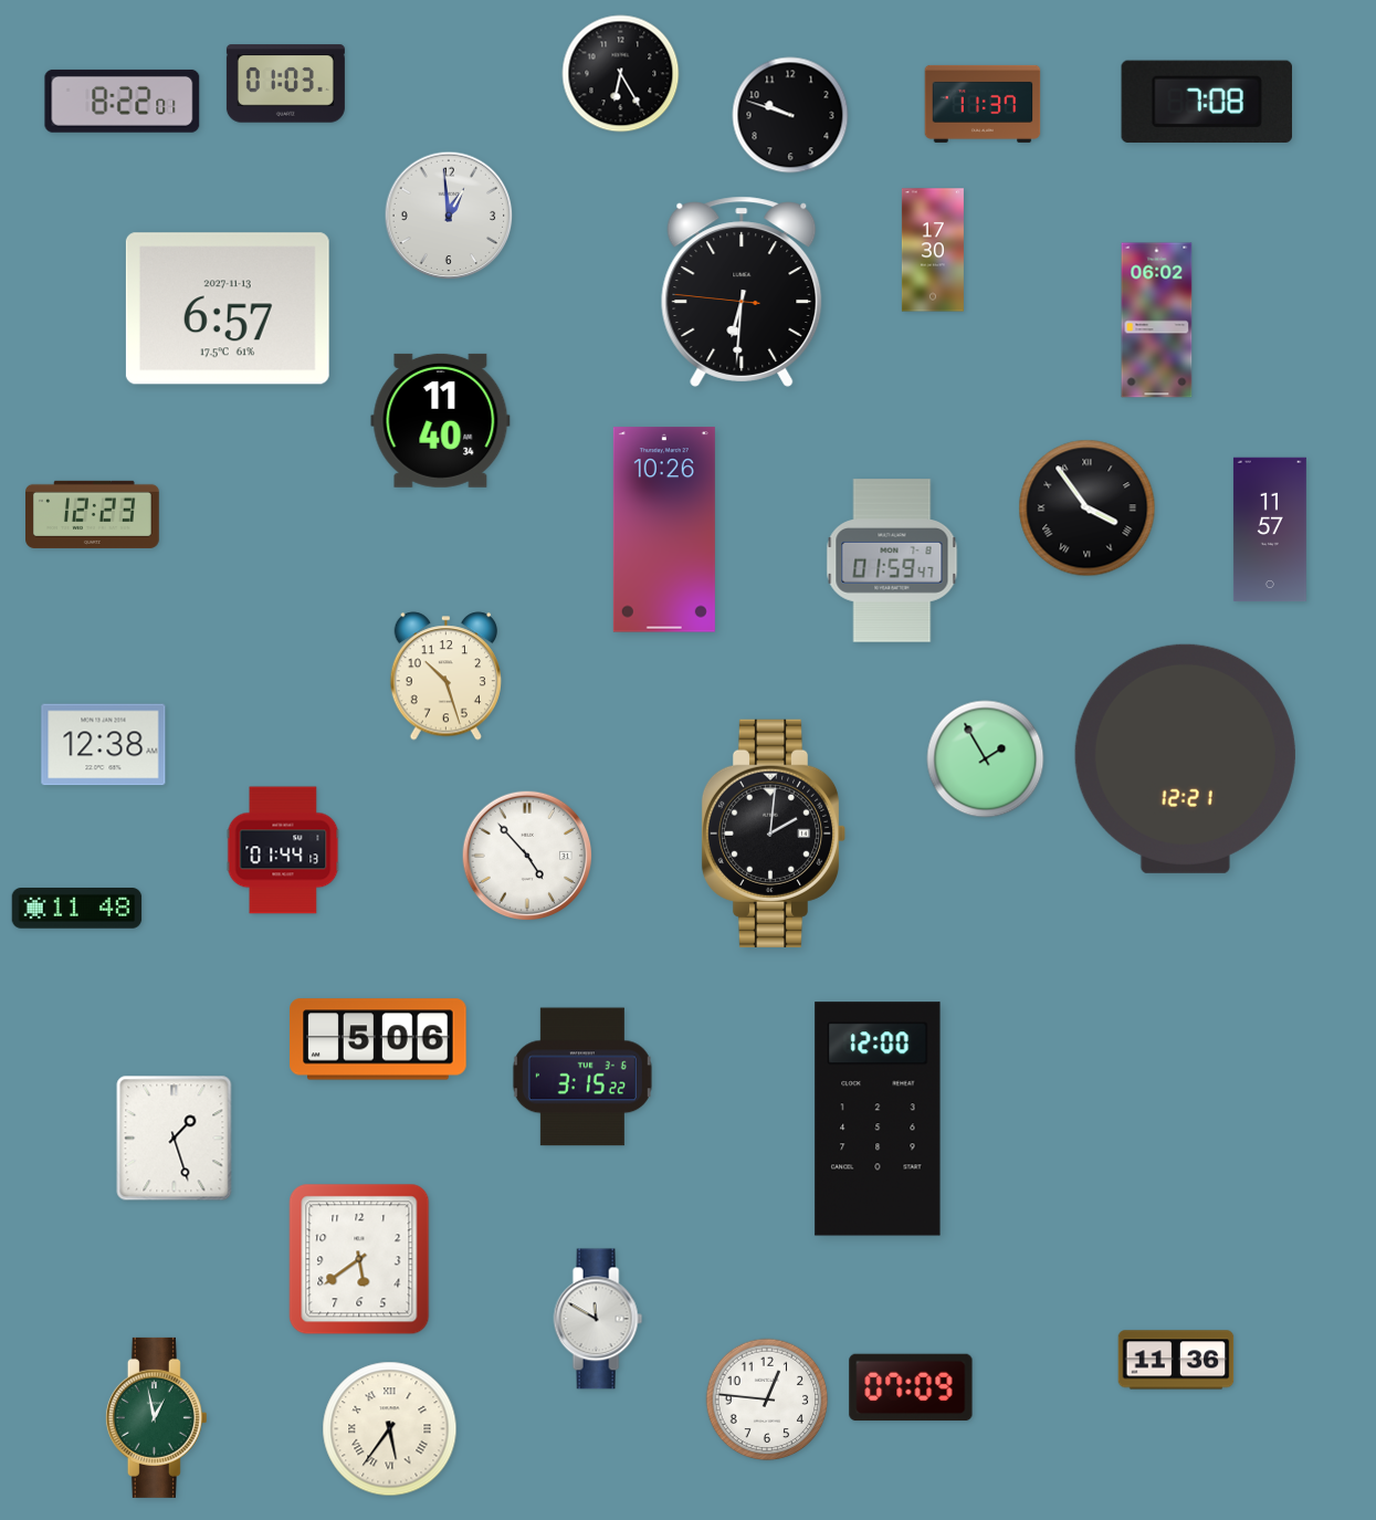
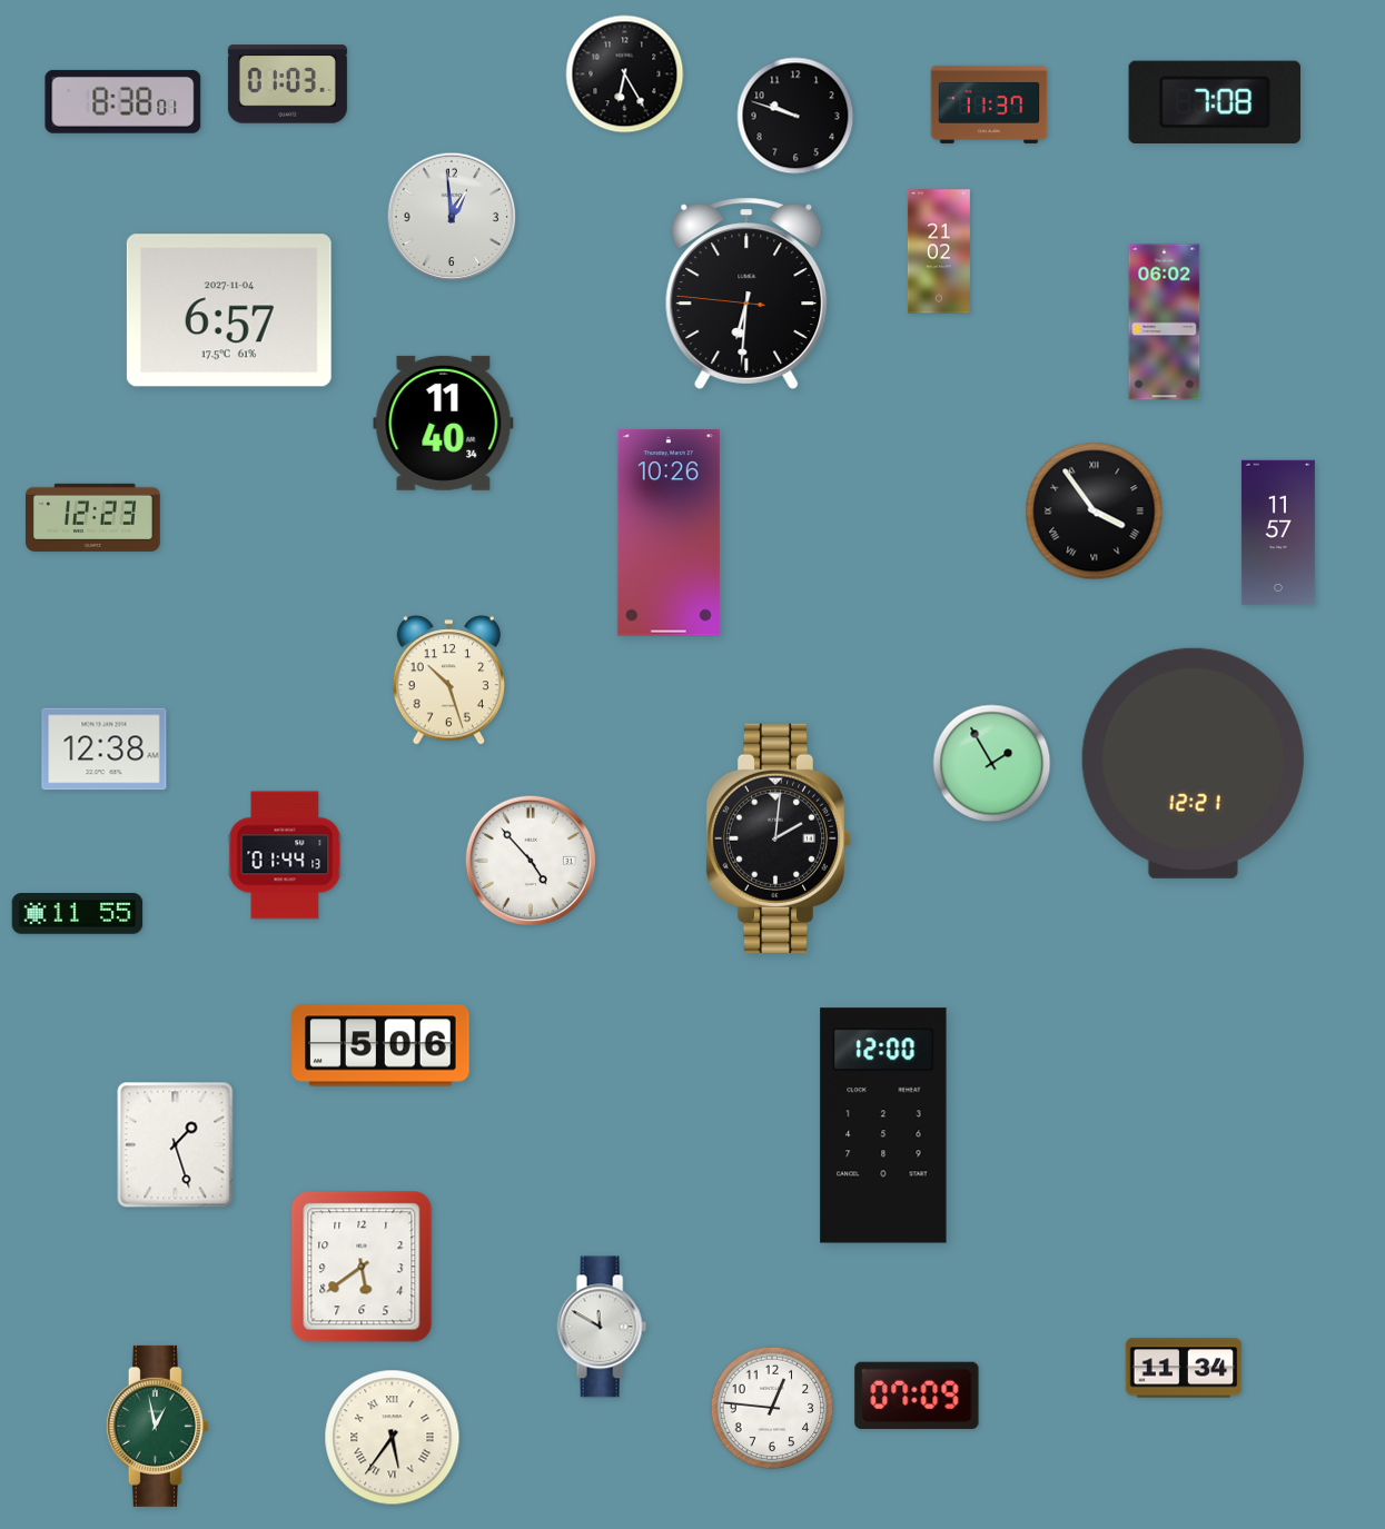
clock at (123, 101): 8:22 -> 8:38
clock at (933, 250): 17:30 -> 21:02
clock at (228, 308) date: 2027-11-13 -> 2027-11-04
clock at (892, 560): 01:59 -> none
clock at (77, 909): 11:48 -> 11:55
clock at (582, 1077): 3:15 -> none
clock at (1176, 1360): 11:36 -> 11:34
